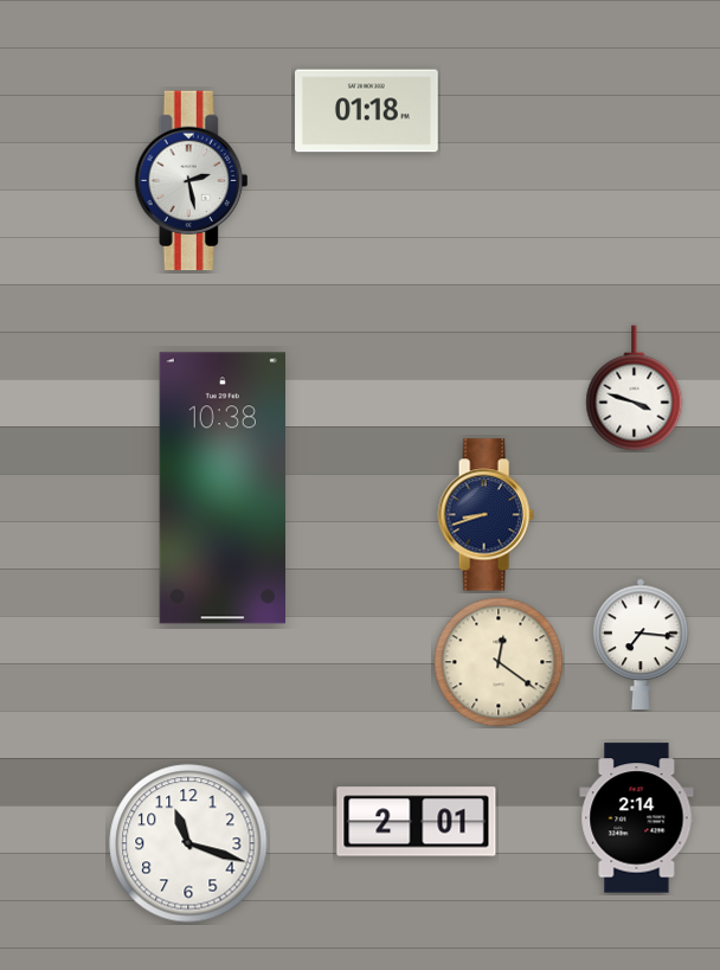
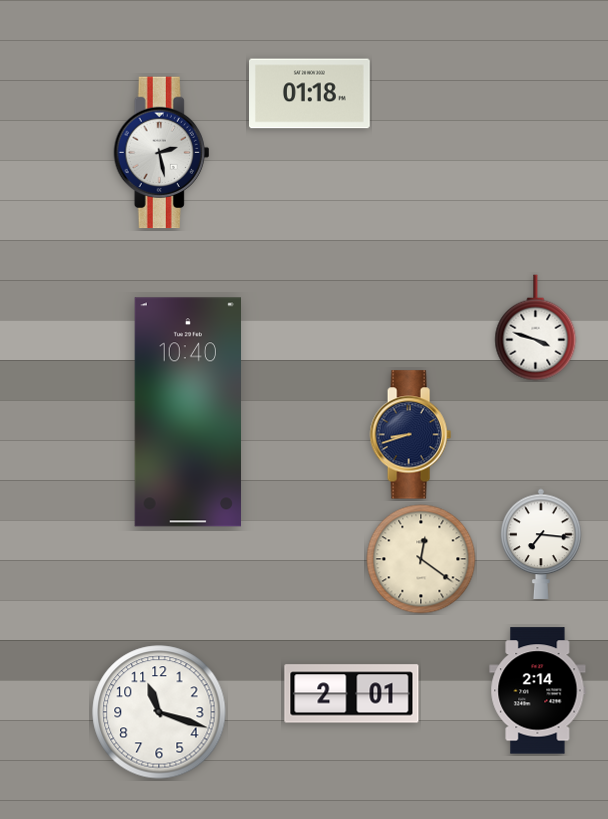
clock at (221, 488): 10:38 -> 10:40
